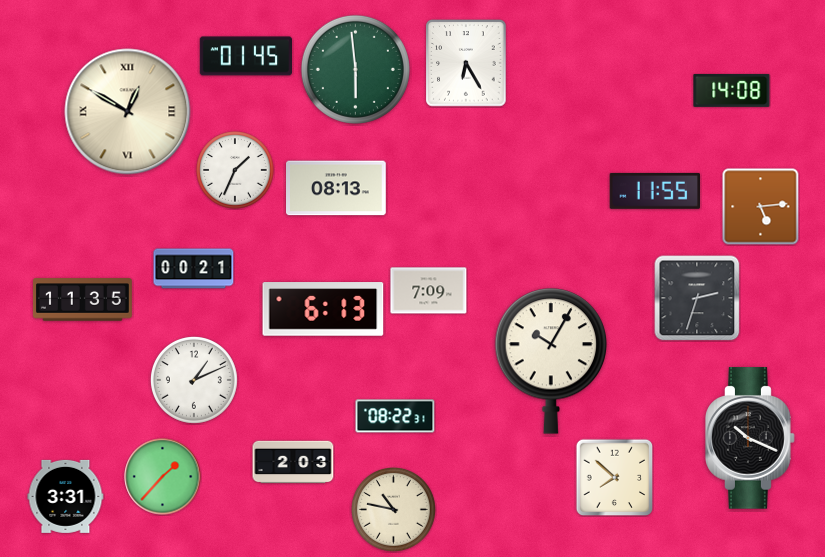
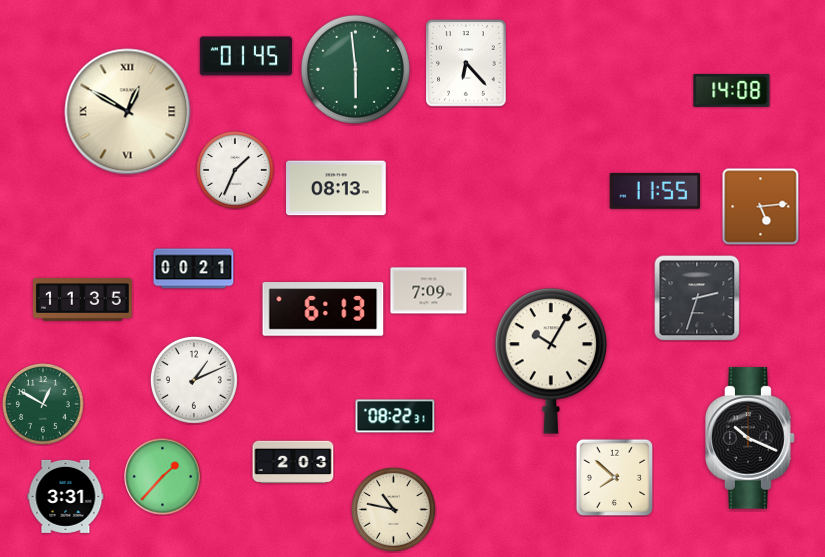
clock at (466, 63): 6:25 -> 6:23
clock at (44, 405): none -> 12:50
